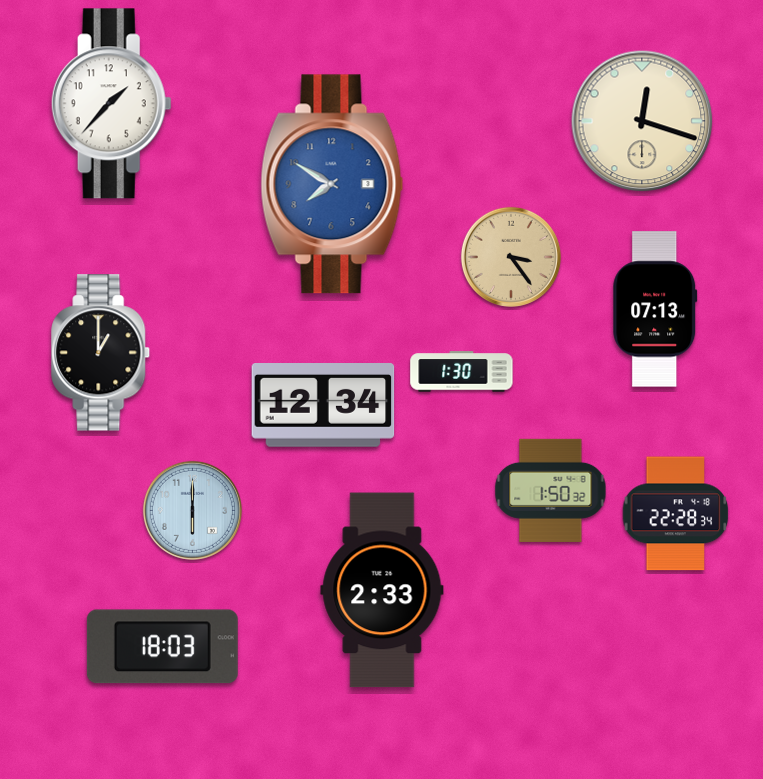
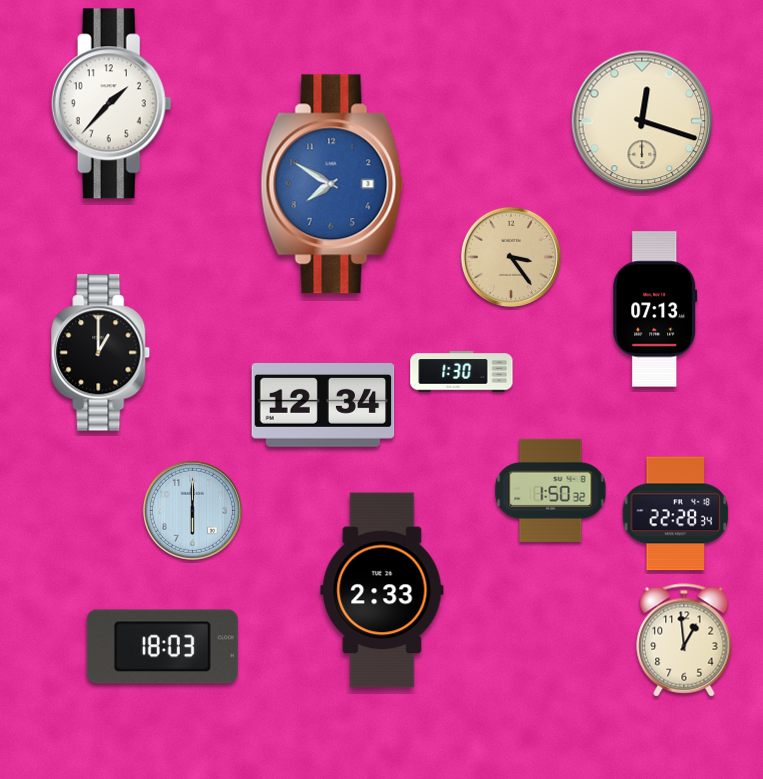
clock at (684, 640): none -> 12:59
